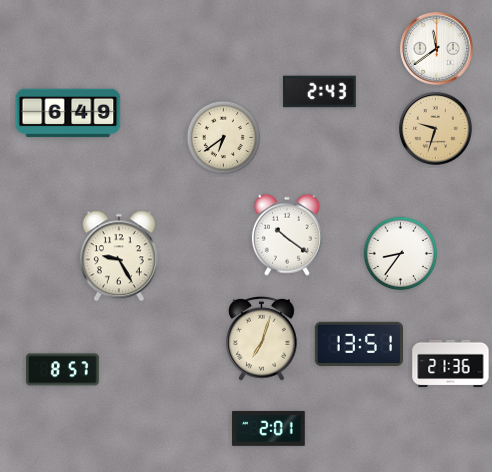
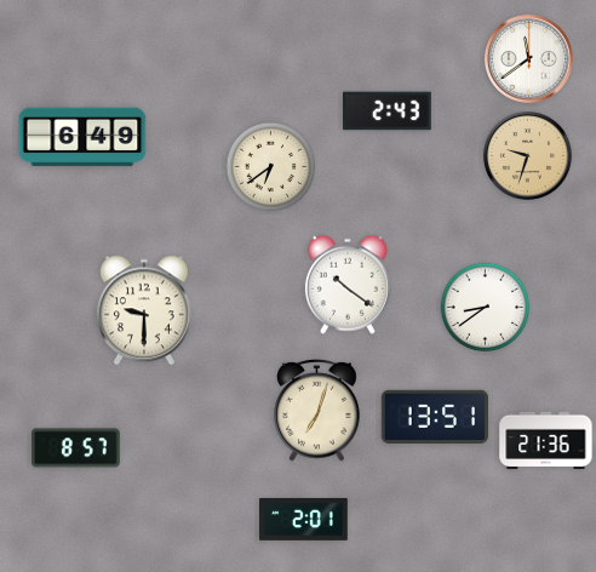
clock at (401, 254): 8:36 -> 8:39
clock at (119, 256): 9:25 -> 9:30
clock at (269, 428) position: (269, 428) -> (304, 519)
